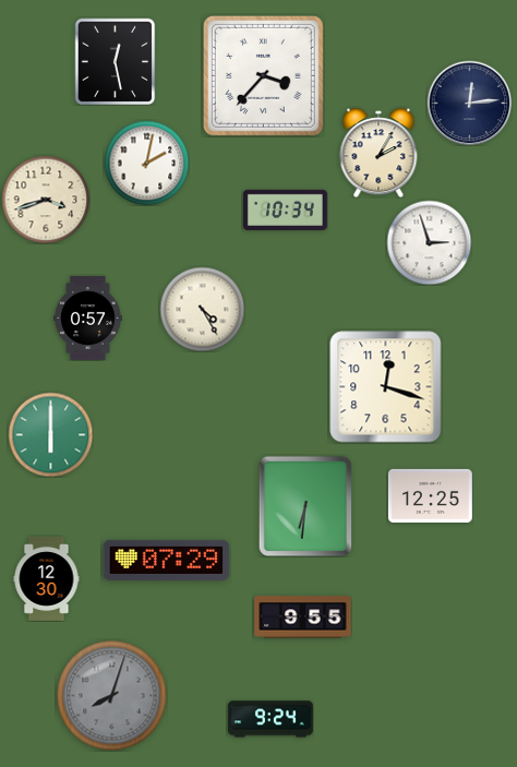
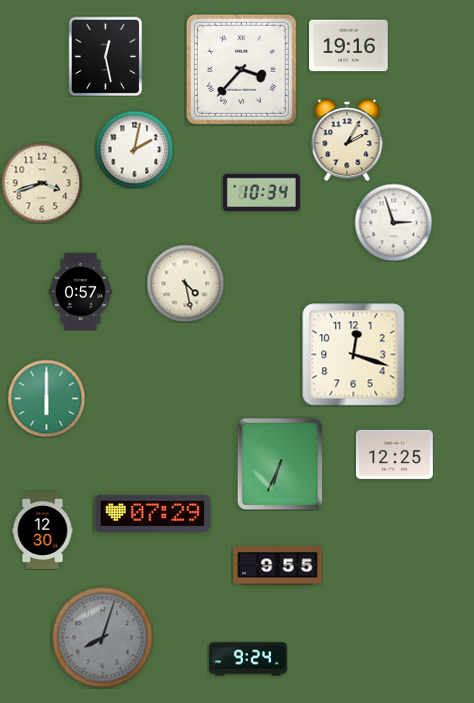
clock at (349, 46): none -> 19:16
clock at (469, 103): 12:14 -> none
clock at (202, 309): 4:25 -> 4:28
clock at (305, 506): 6:31 -> 6:34
